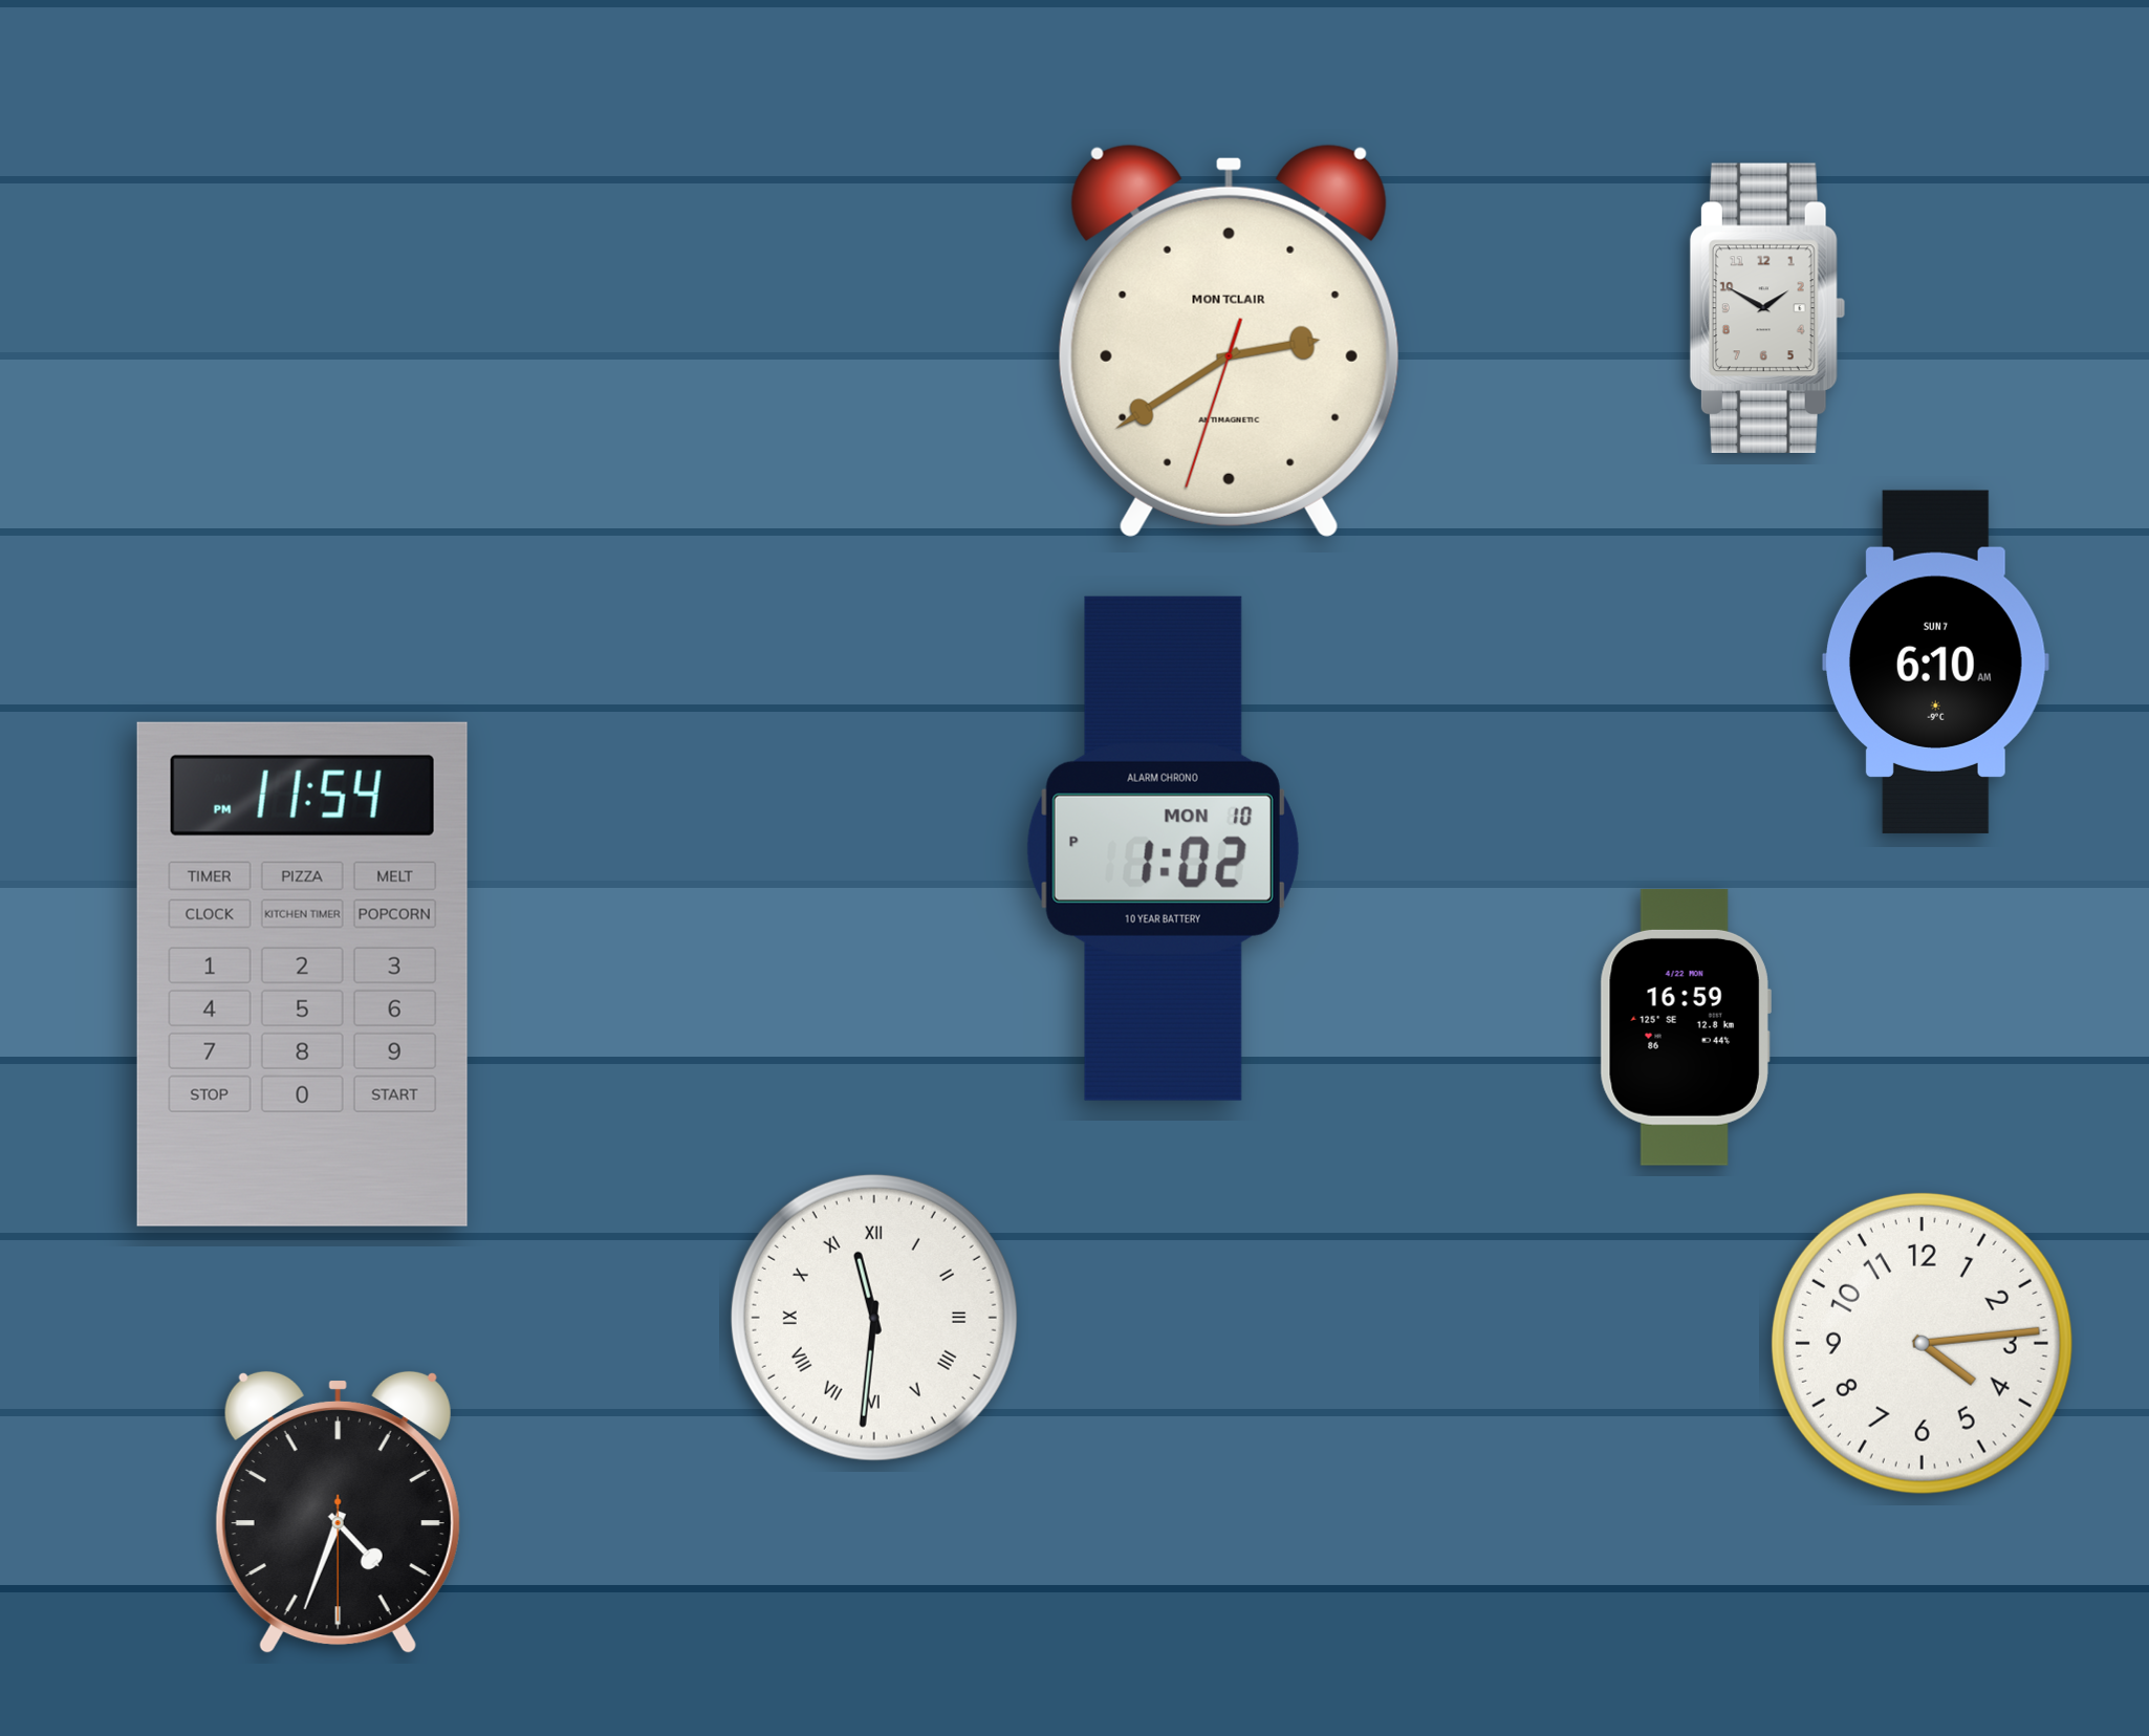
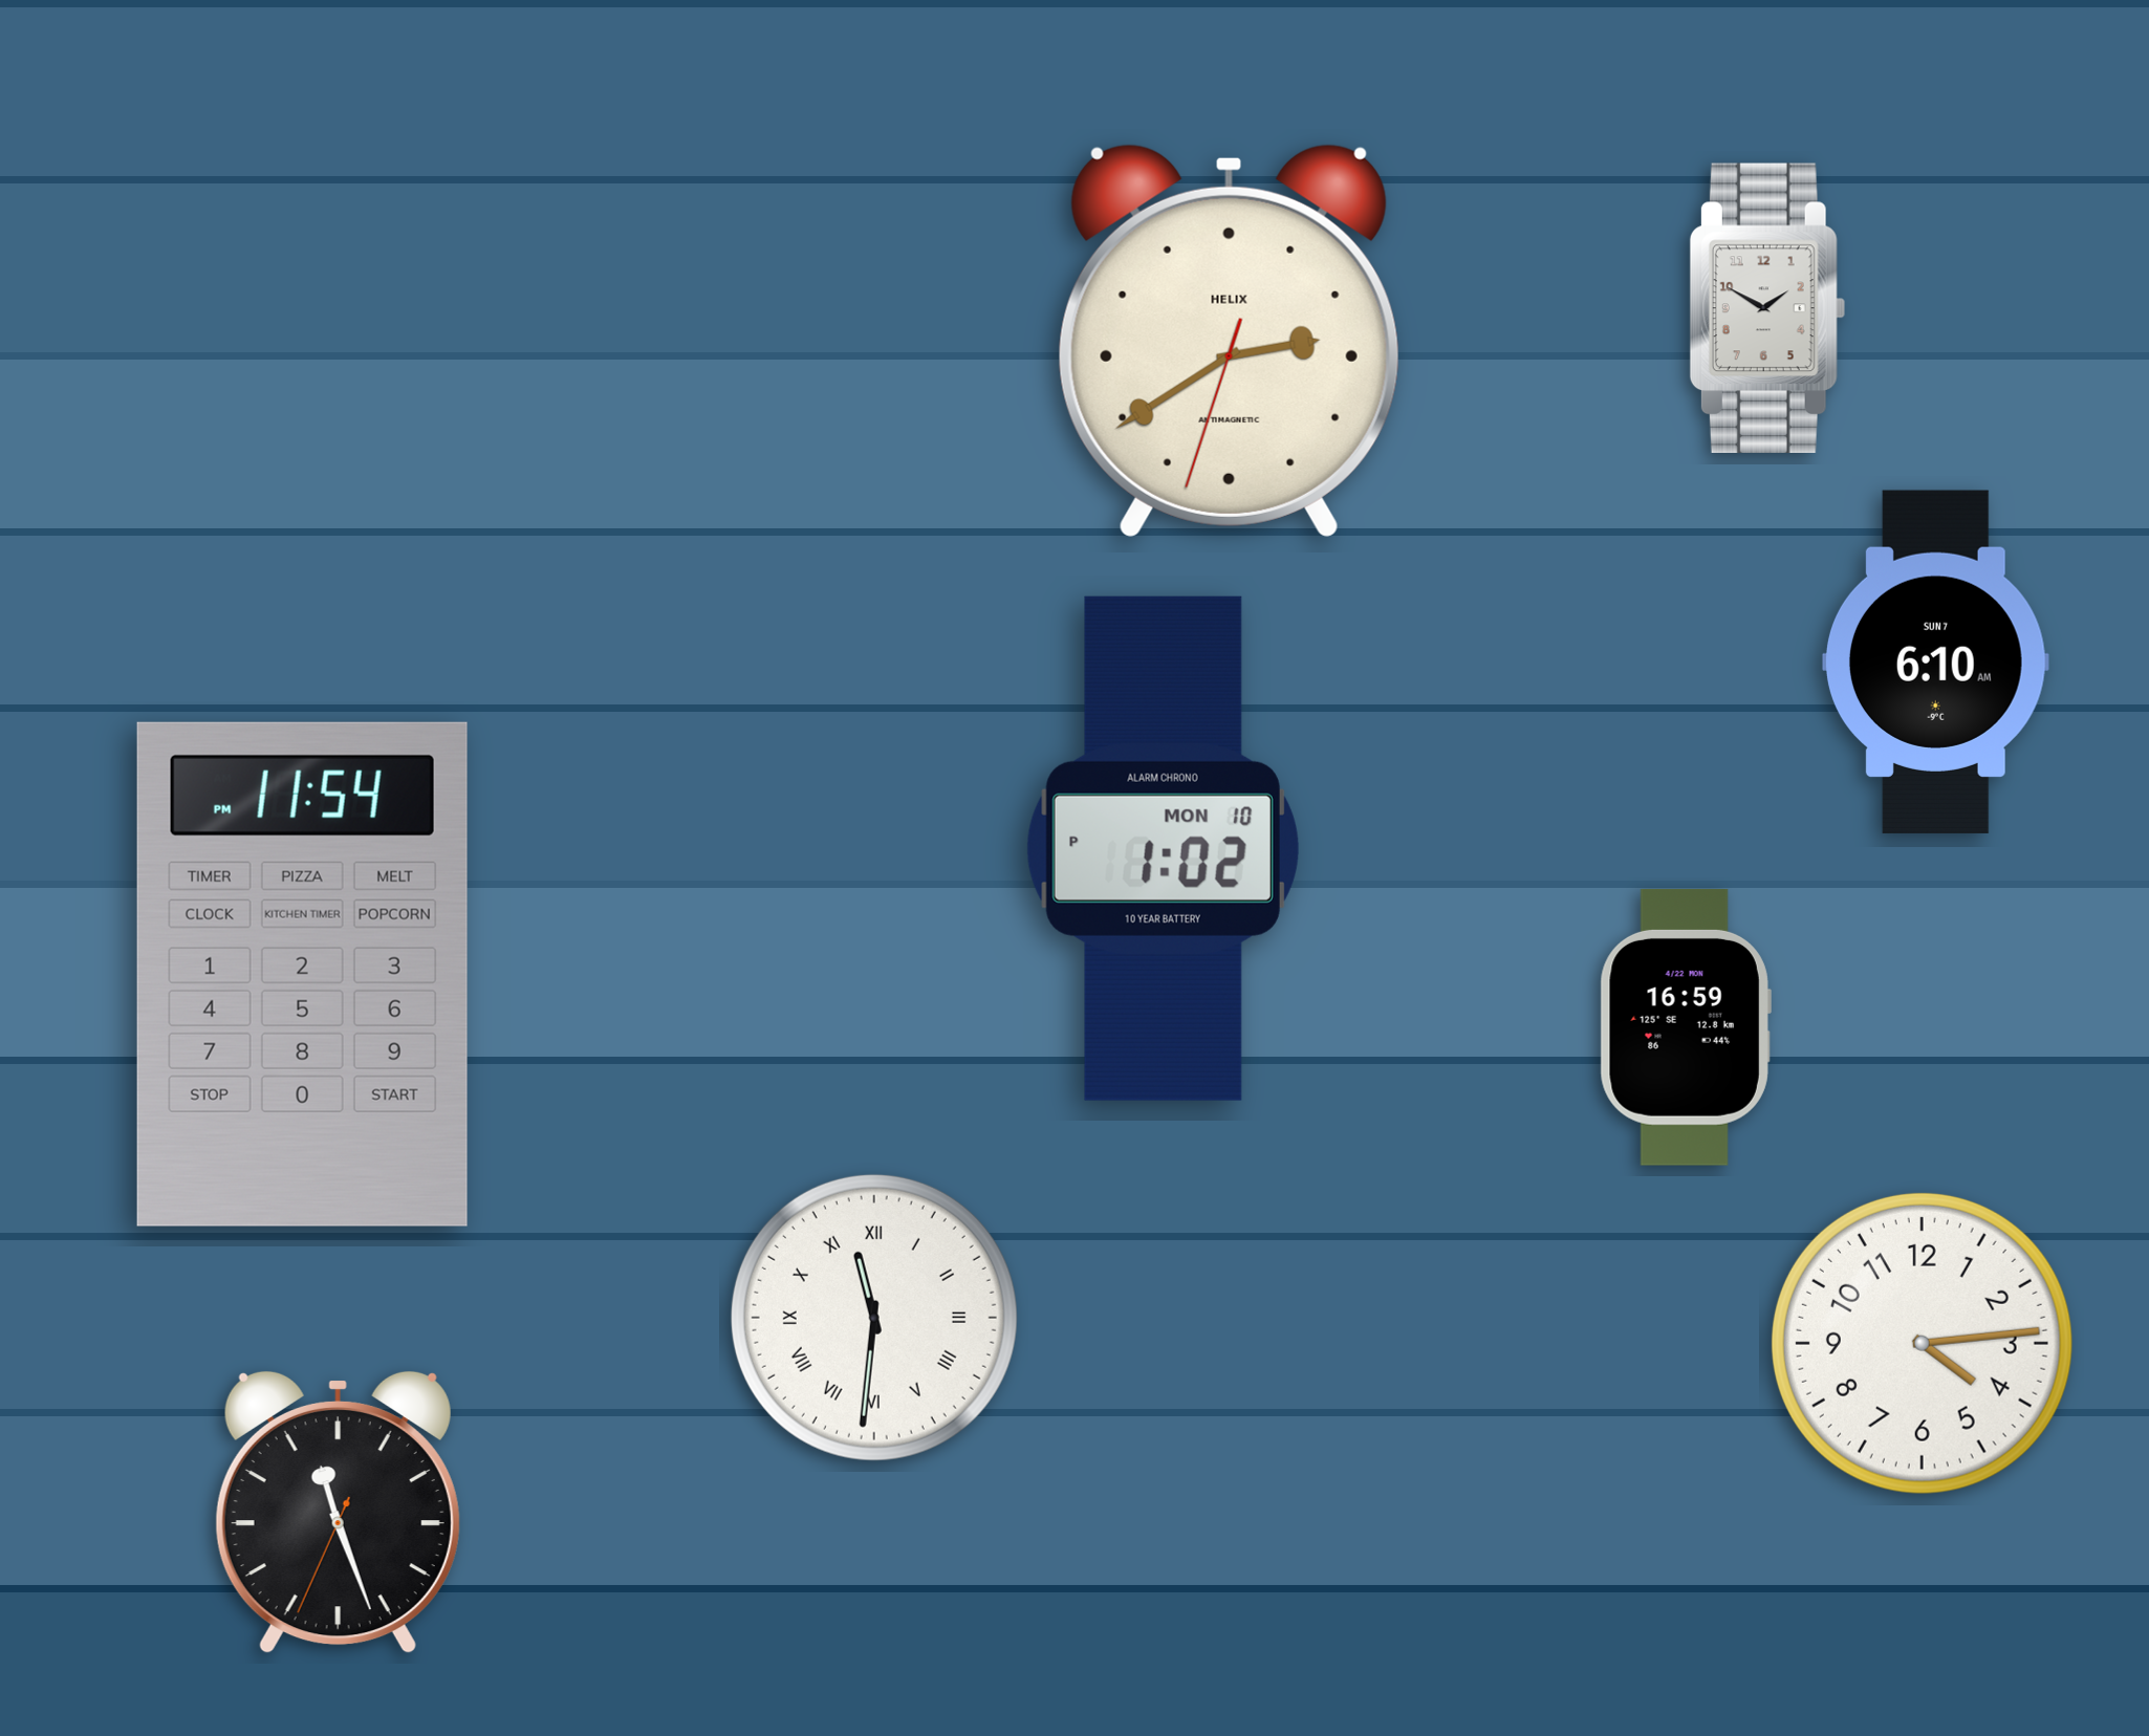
clock at (1229, 341) brand: MONTCLAIR -> HELIX
clock at (338, 1513): 4:33 -> 11:26
